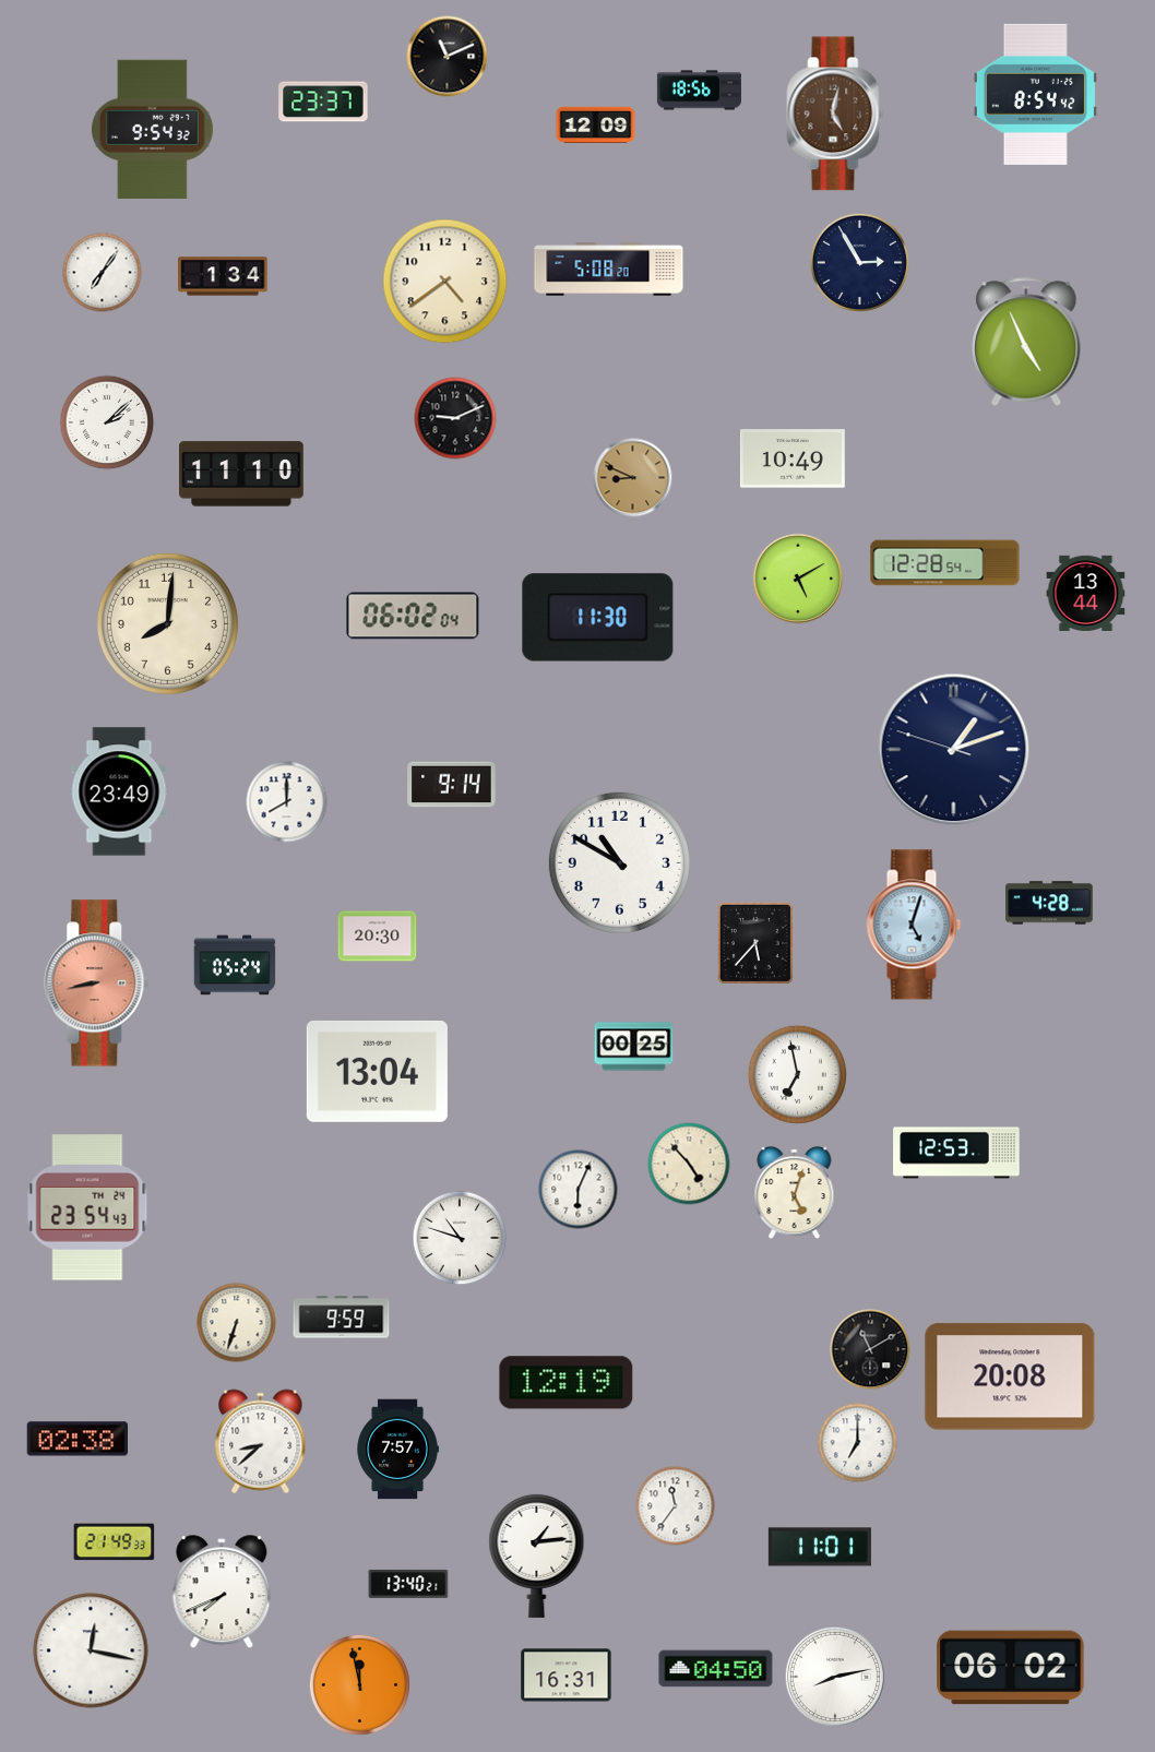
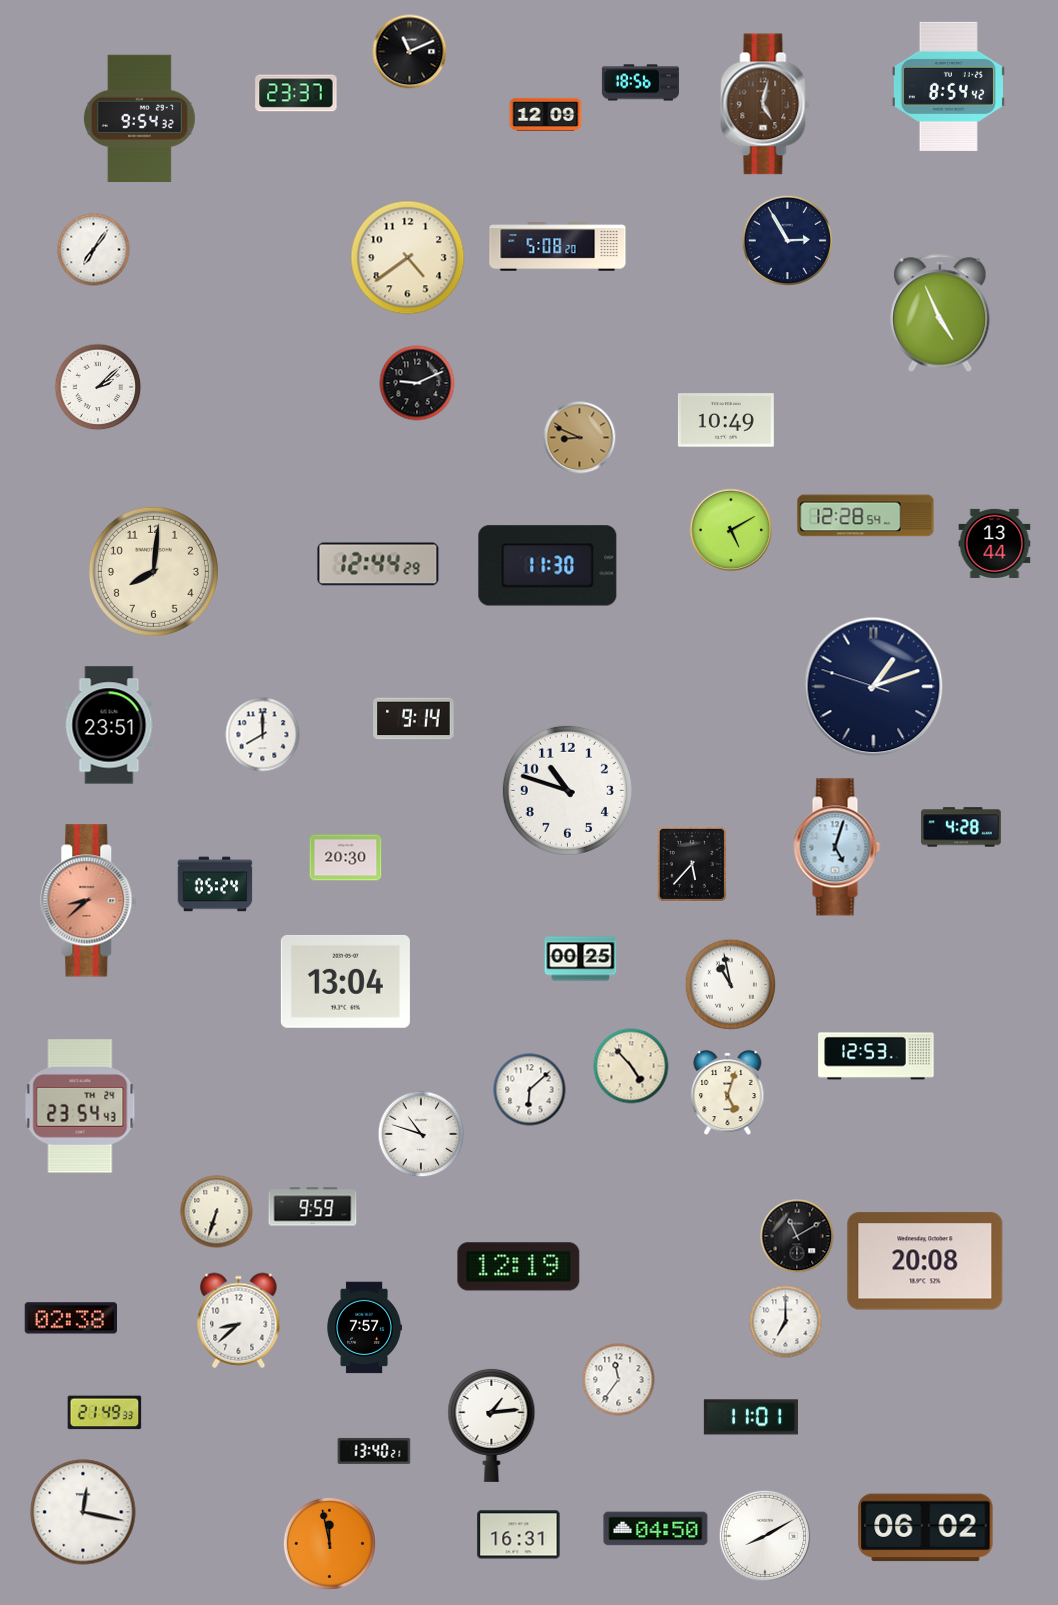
clock at (223, 276): 1:34 -> none
clock at (242, 474): 11:10 -> none
clock at (413, 616): 06:02 -> 12:44
clock at (119, 791): 23:49 -> 23:51
clock at (619, 862): 10:50 -> 10:48
clock at (97, 984): 8:43 -> 8:38
clock at (797, 1074): 6:58 -> 10:58
clock at (579, 1190): 6:04 -> 6:08
clock at (222, 1593): 7:41 -> none
clock at (835, 1677): 8:13 -> 8:10
